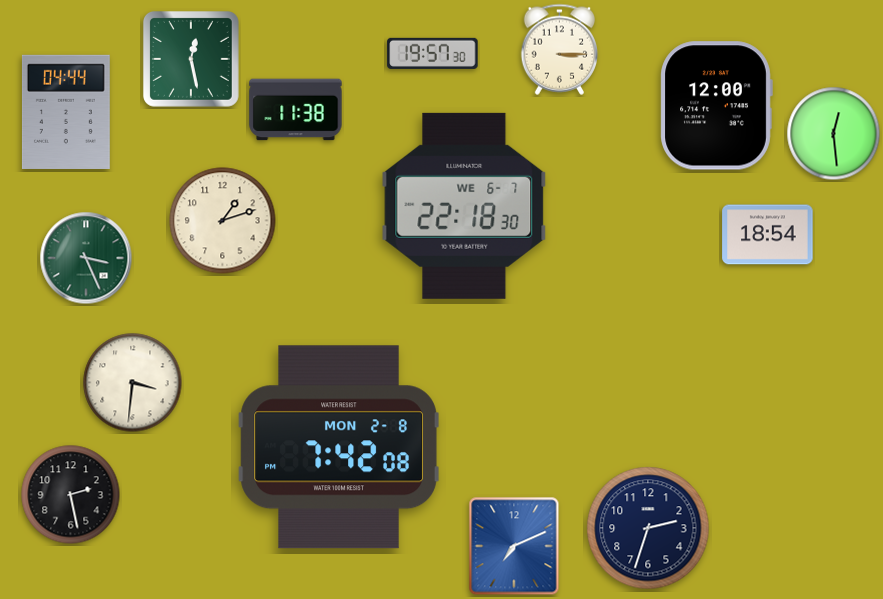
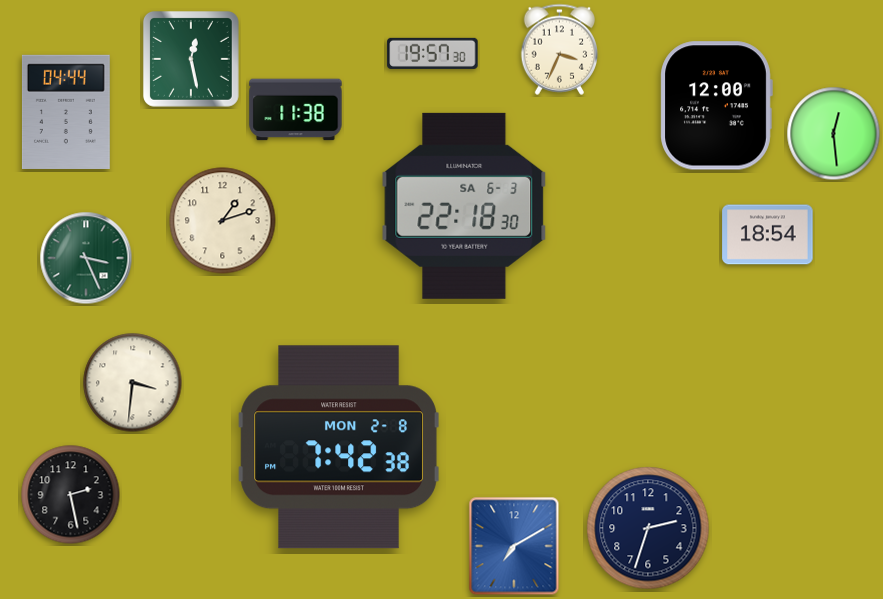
clock at (560, 49): 3:15 -> 3:34
clock at (464, 206) date: WE 6-7 -> SA 6-3
clock at (339, 447): 7:42:08 -> 7:42:38
clock at (514, 546): 7:11 -> 7:10
